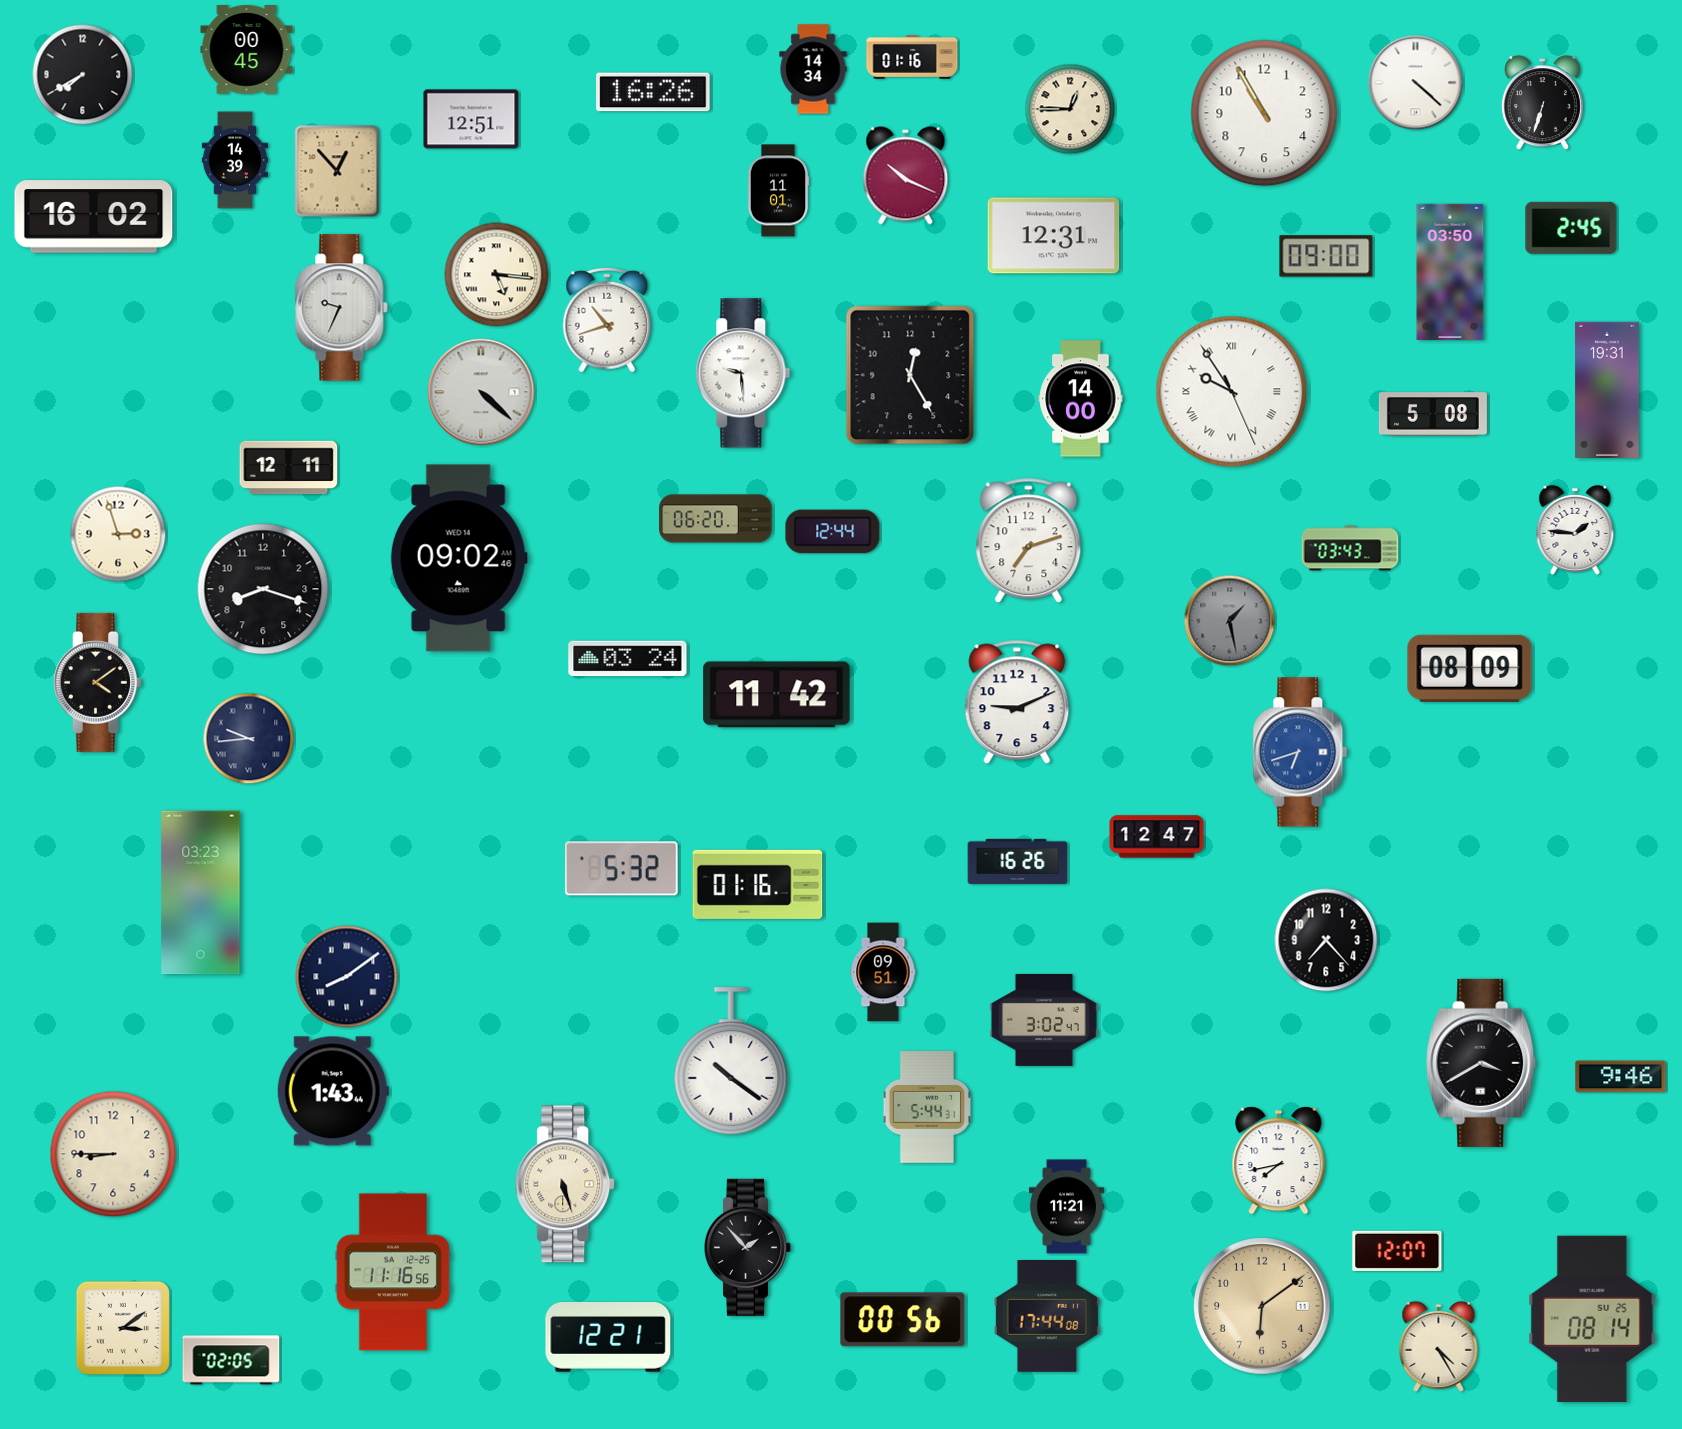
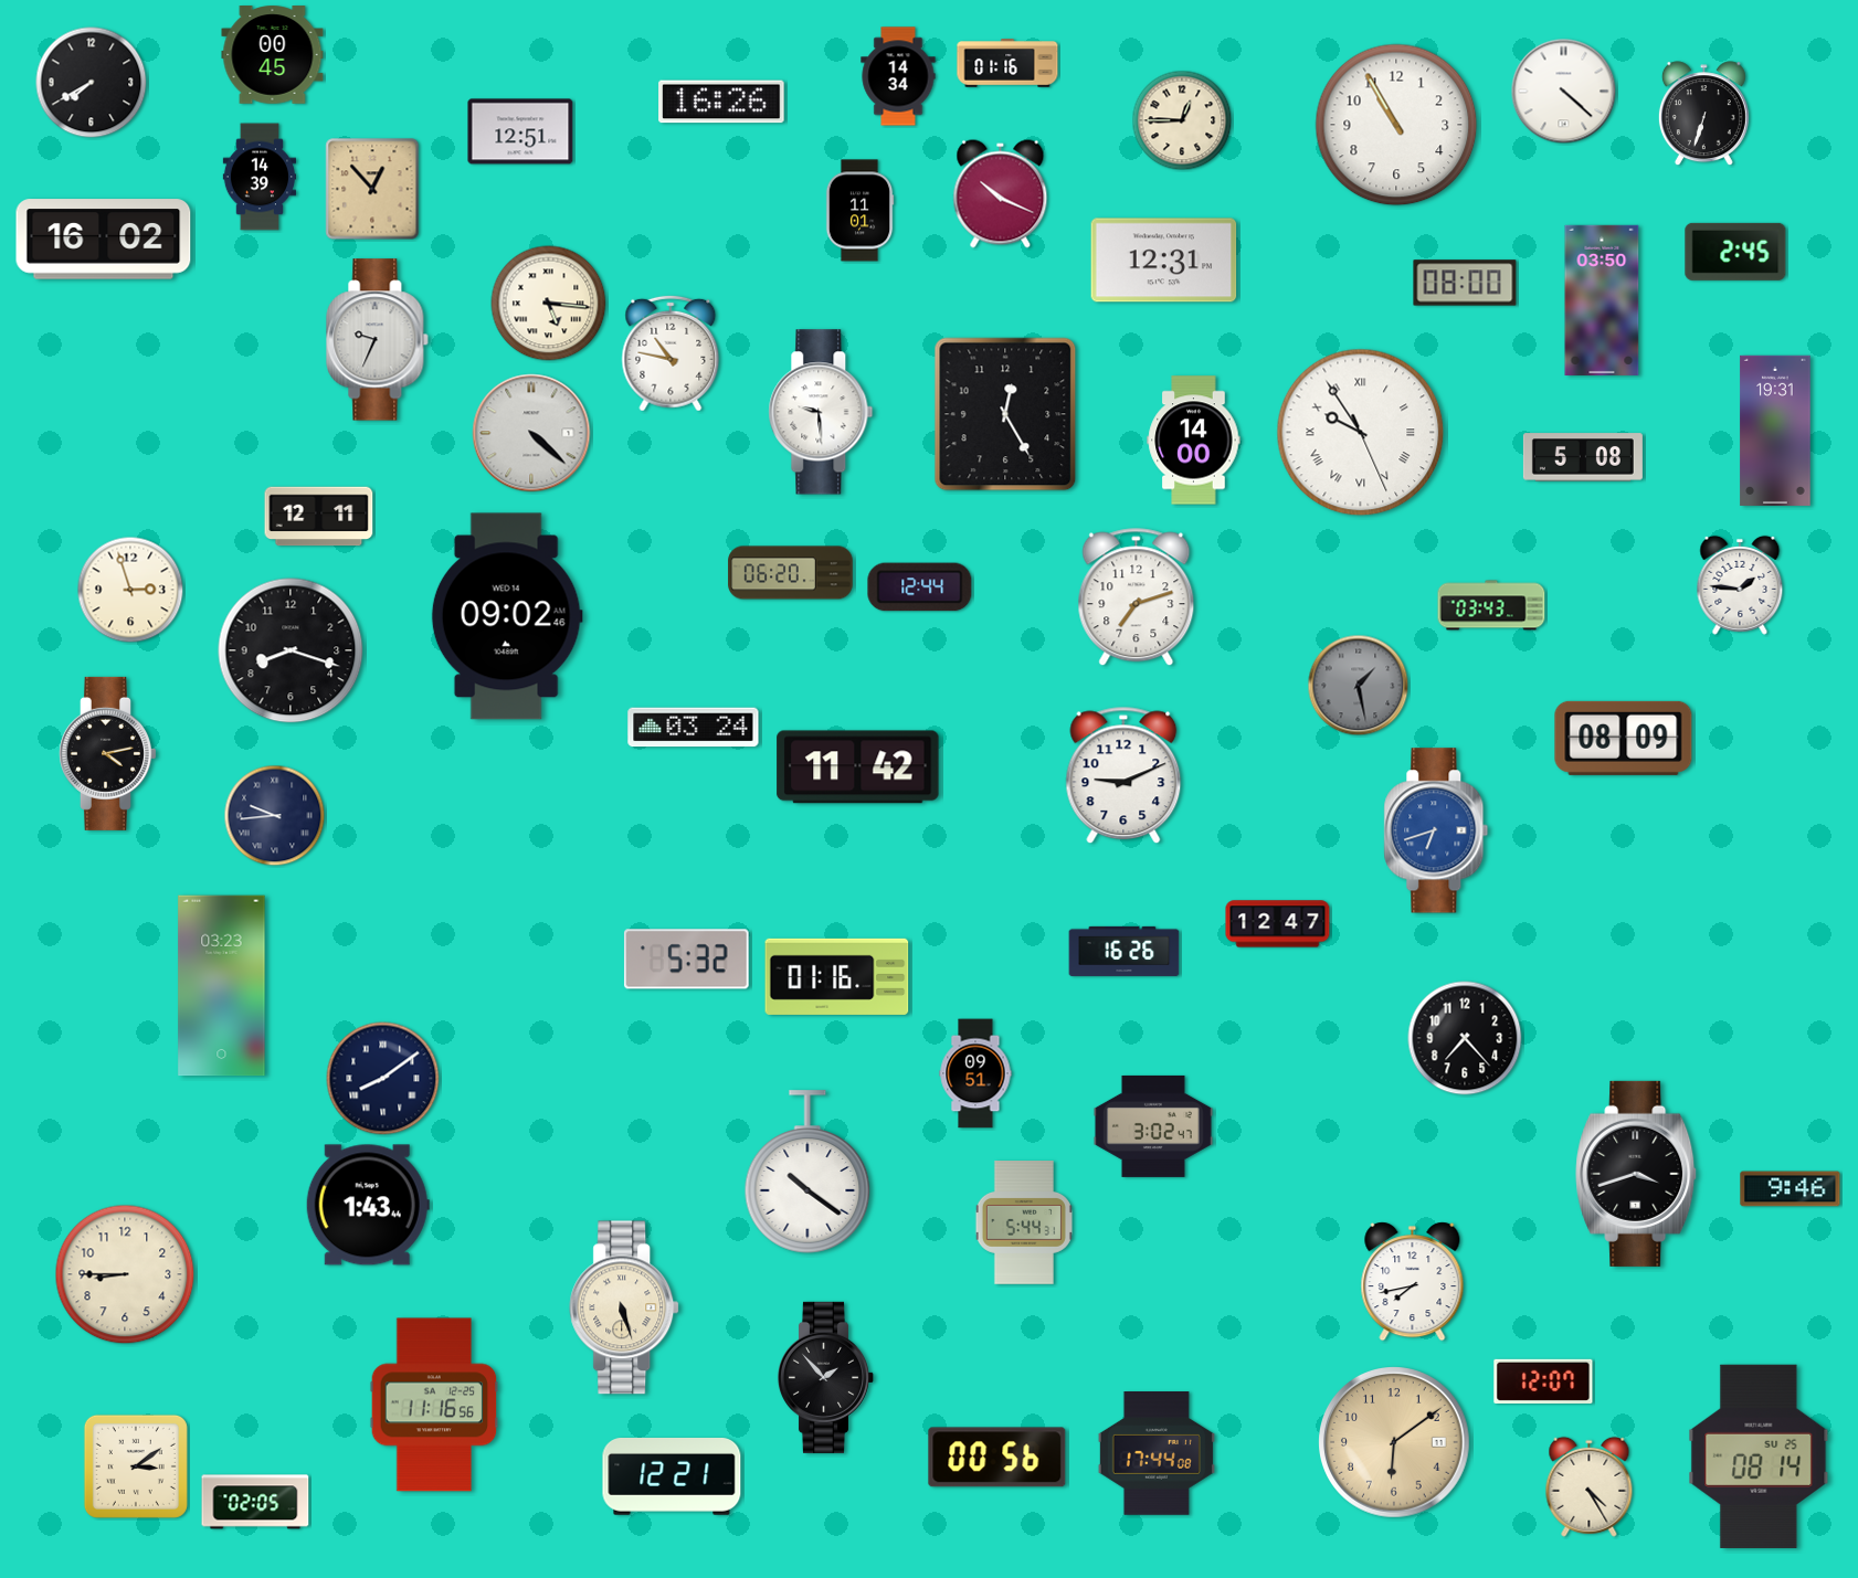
clock at (1326, 256): 09:00 -> 08:00
clock at (607, 320): 10:42 -> 10:47
clock at (97, 682): 4:09 -> 4:13
clock at (1482, 1063): 3:40 -> 3:42
clock at (1066, 1207): 11:21 -> none
